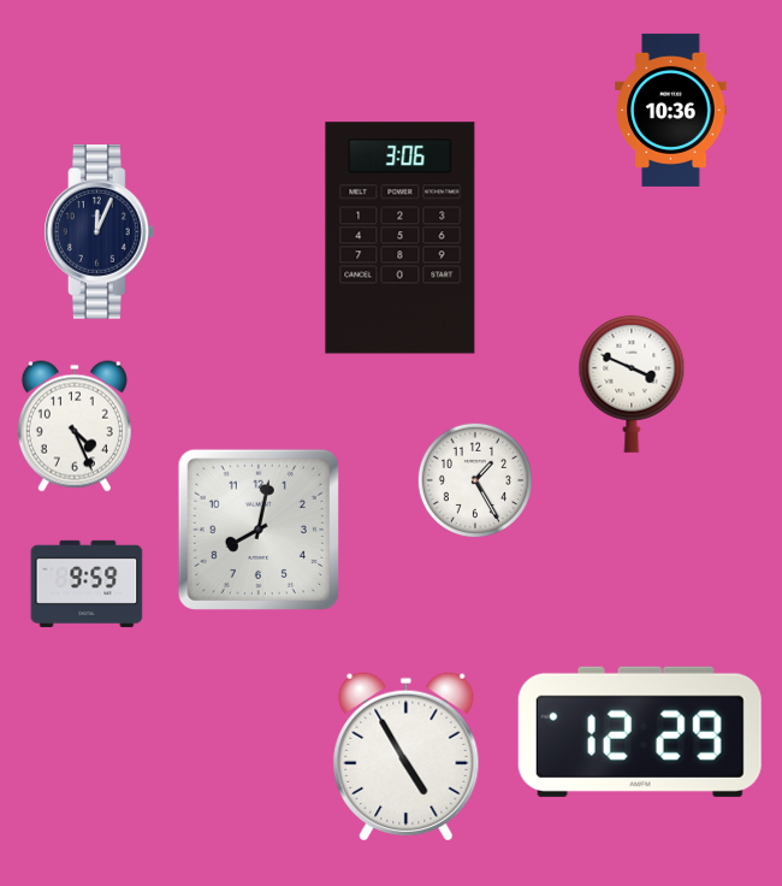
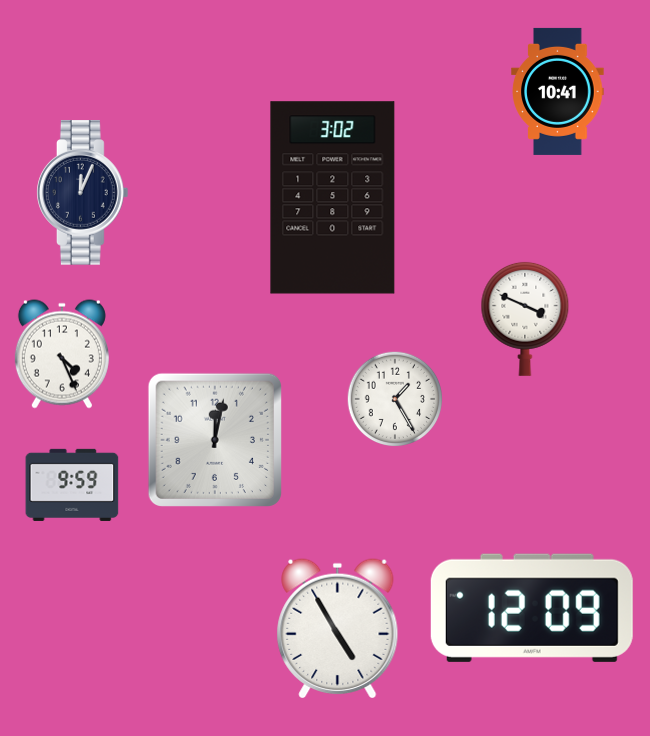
clock at (671, 110): 10:36 -> 10:41
clock at (401, 238): 3:06 -> 3:02
clock at (259, 530): 8:02 -> 12:02
clock at (640, 732): 12:29 -> 12:09
